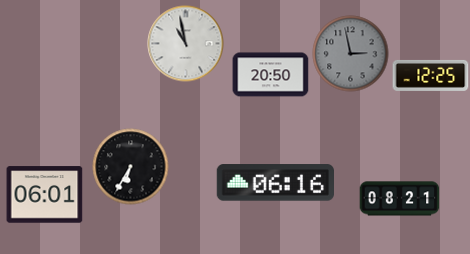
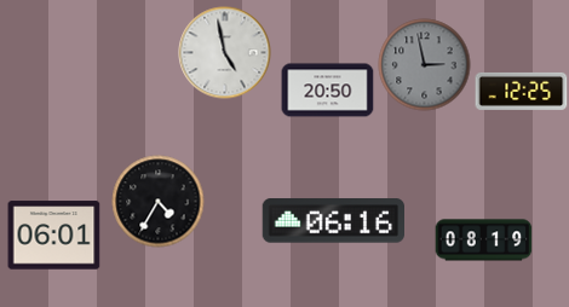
clock at (186, 44): 10:58 -> 4:58
clock at (131, 167): 6:35 -> 4:35
clock at (400, 199): 08:21 -> 08:19
